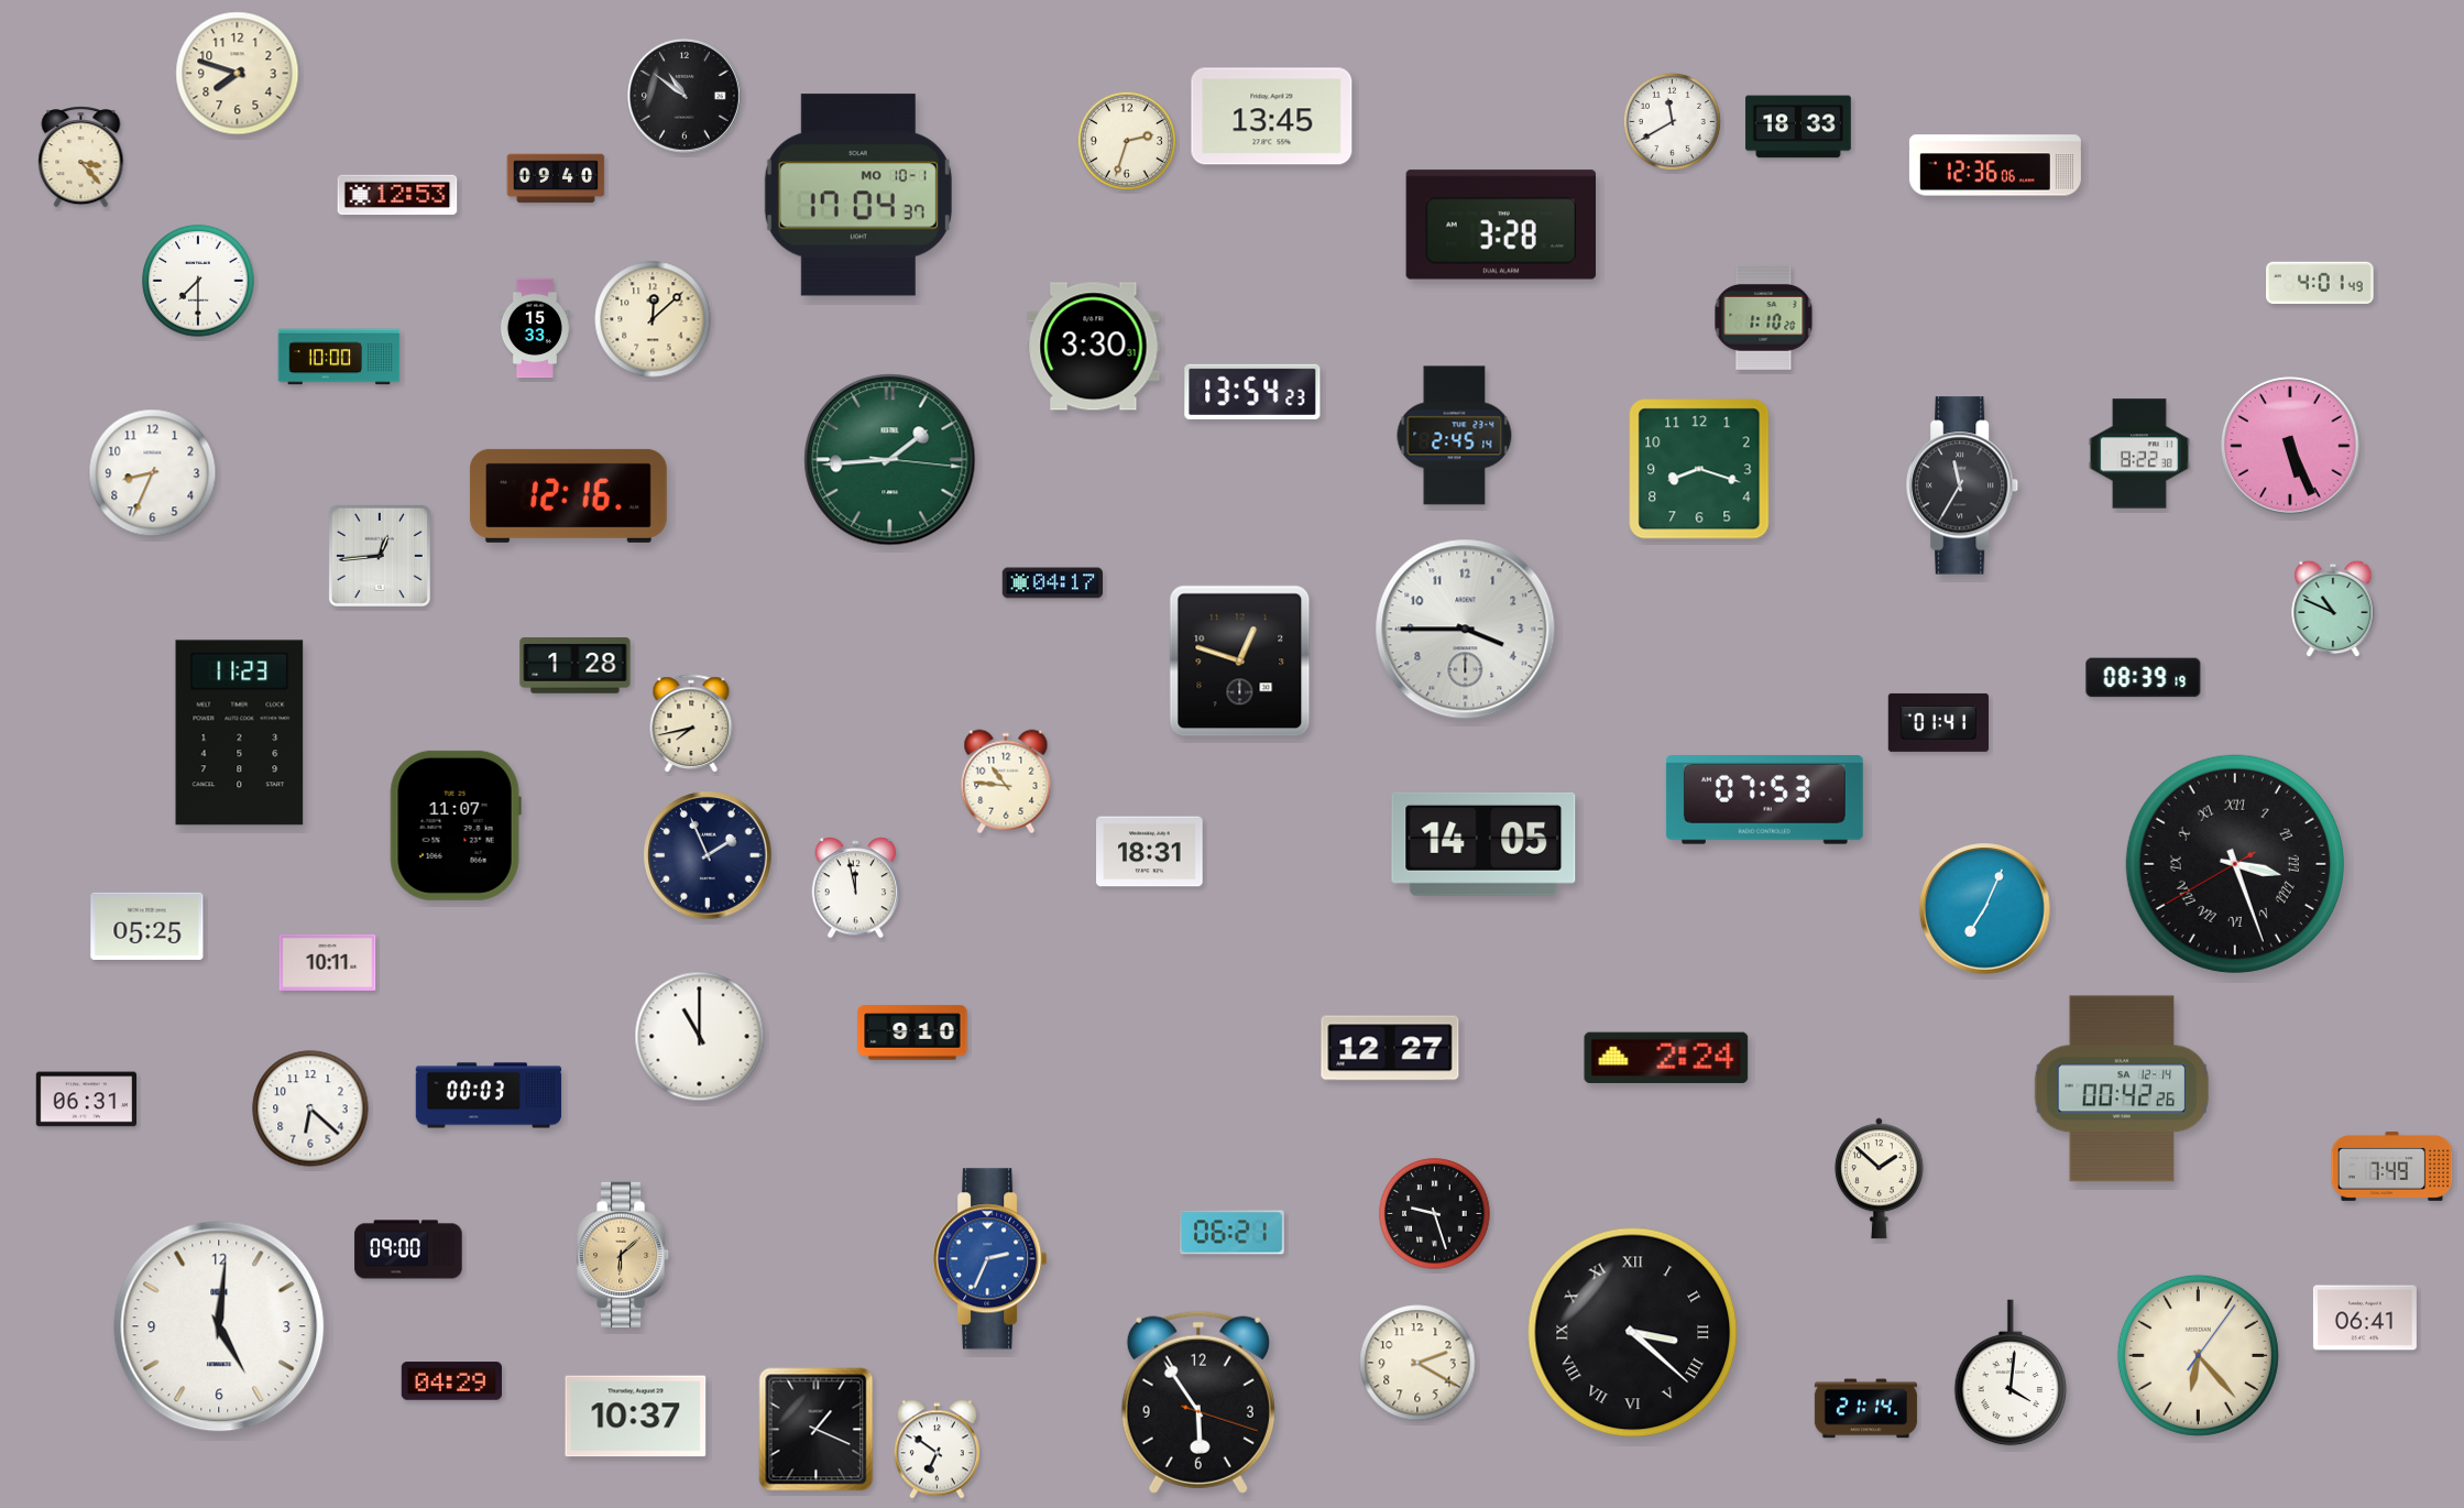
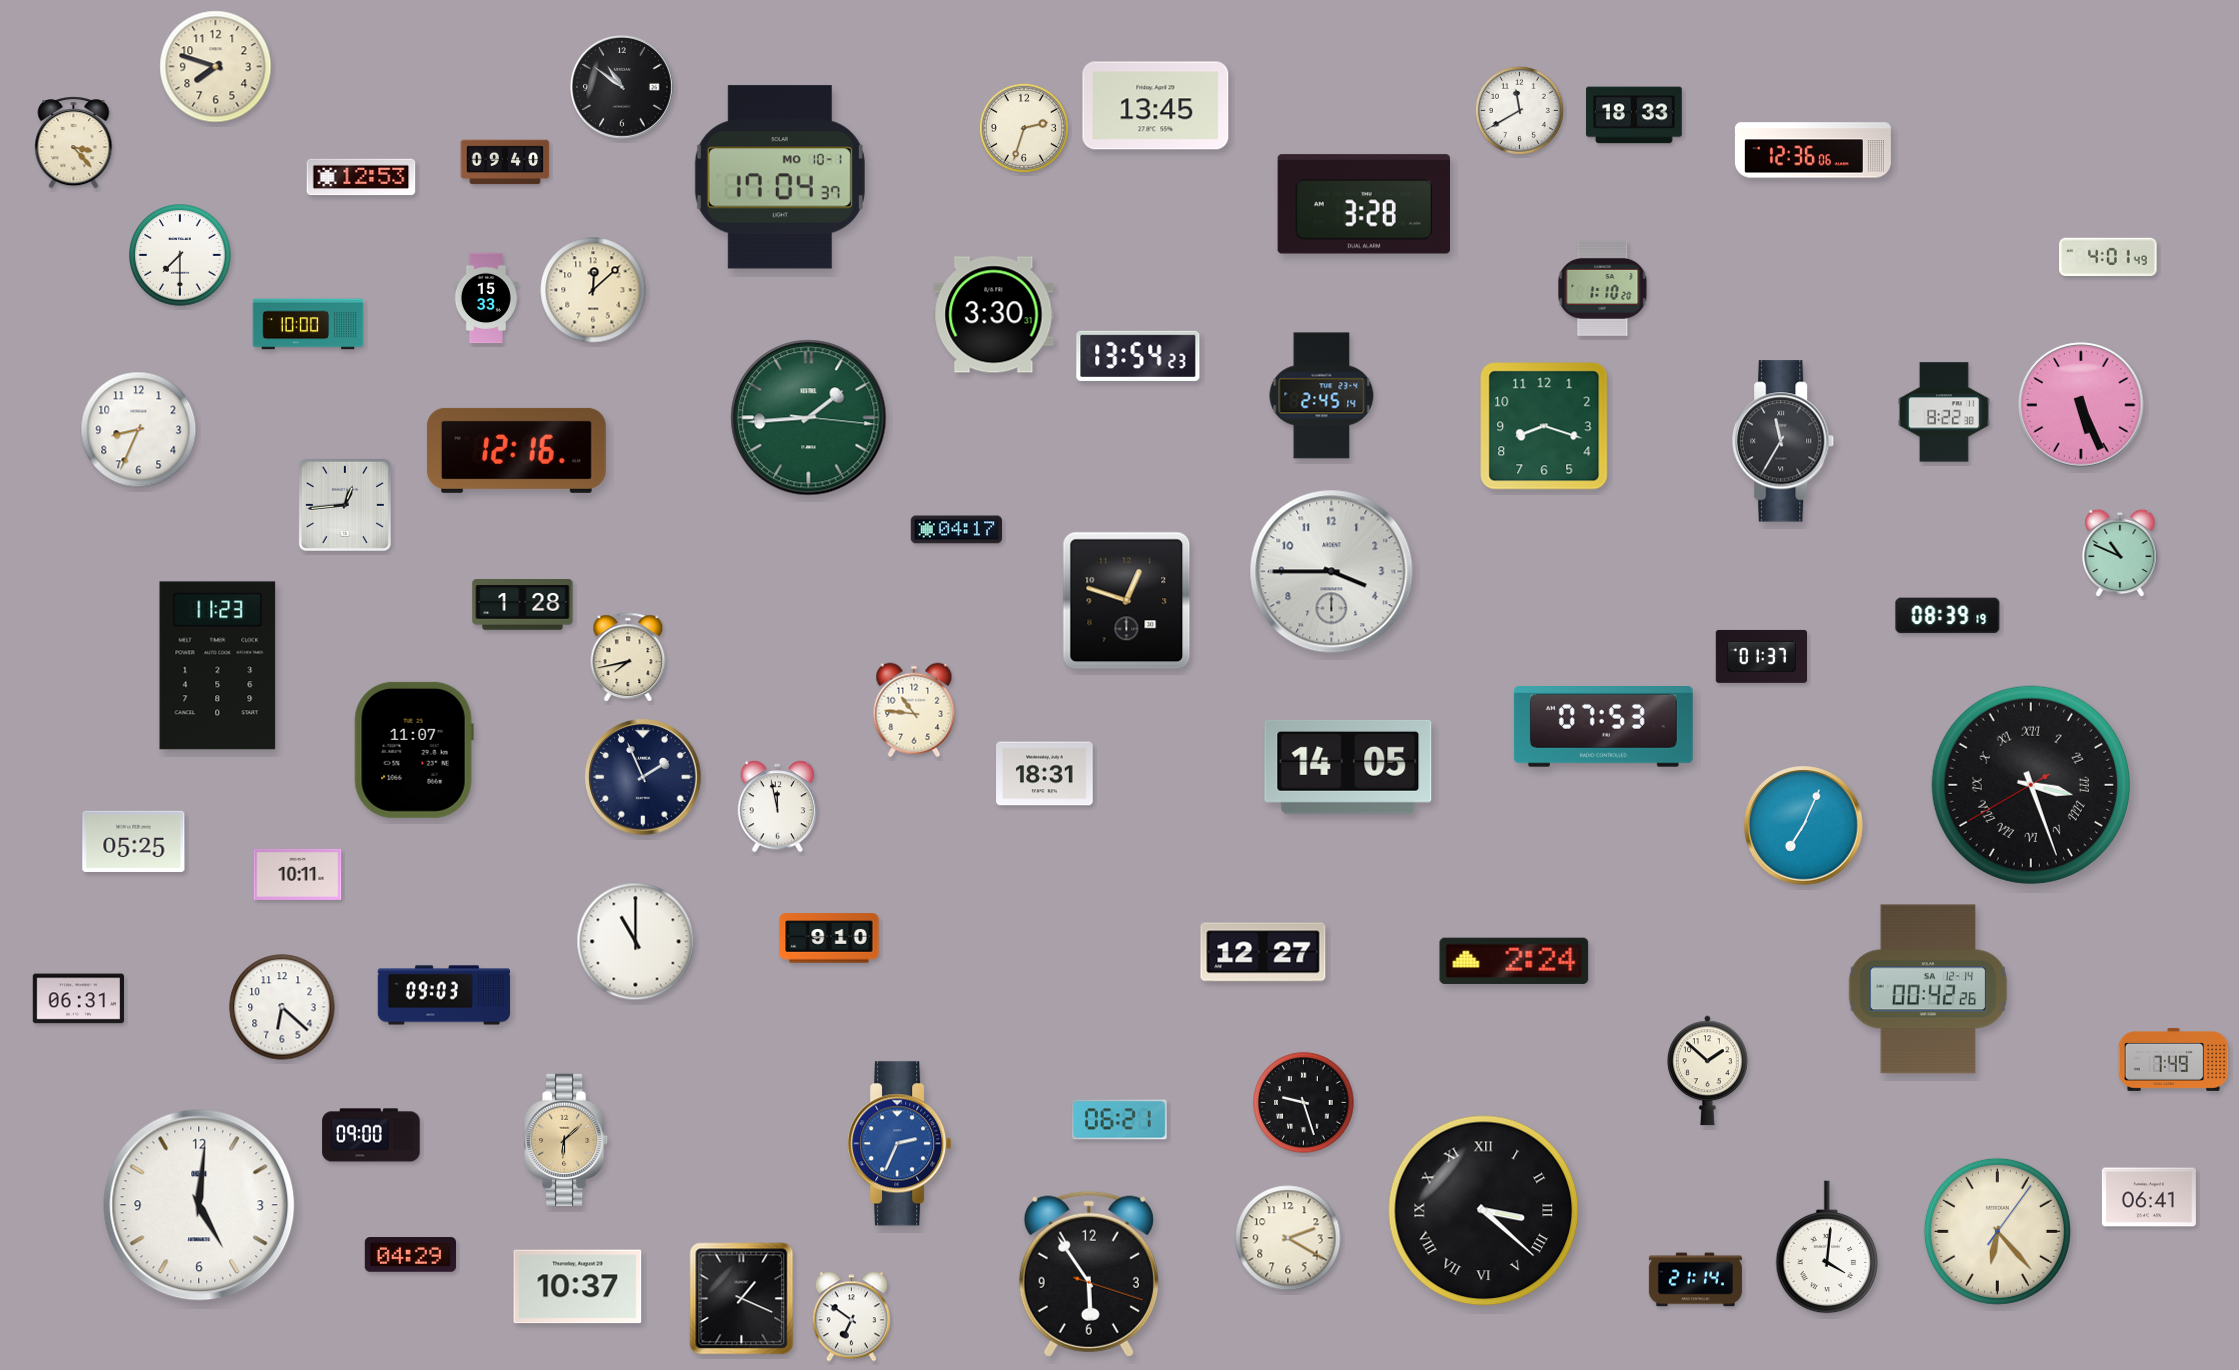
clock at (1938, 722): 01:41 -> 01:37
clock at (489, 1095): 00:03 -> 09:03
